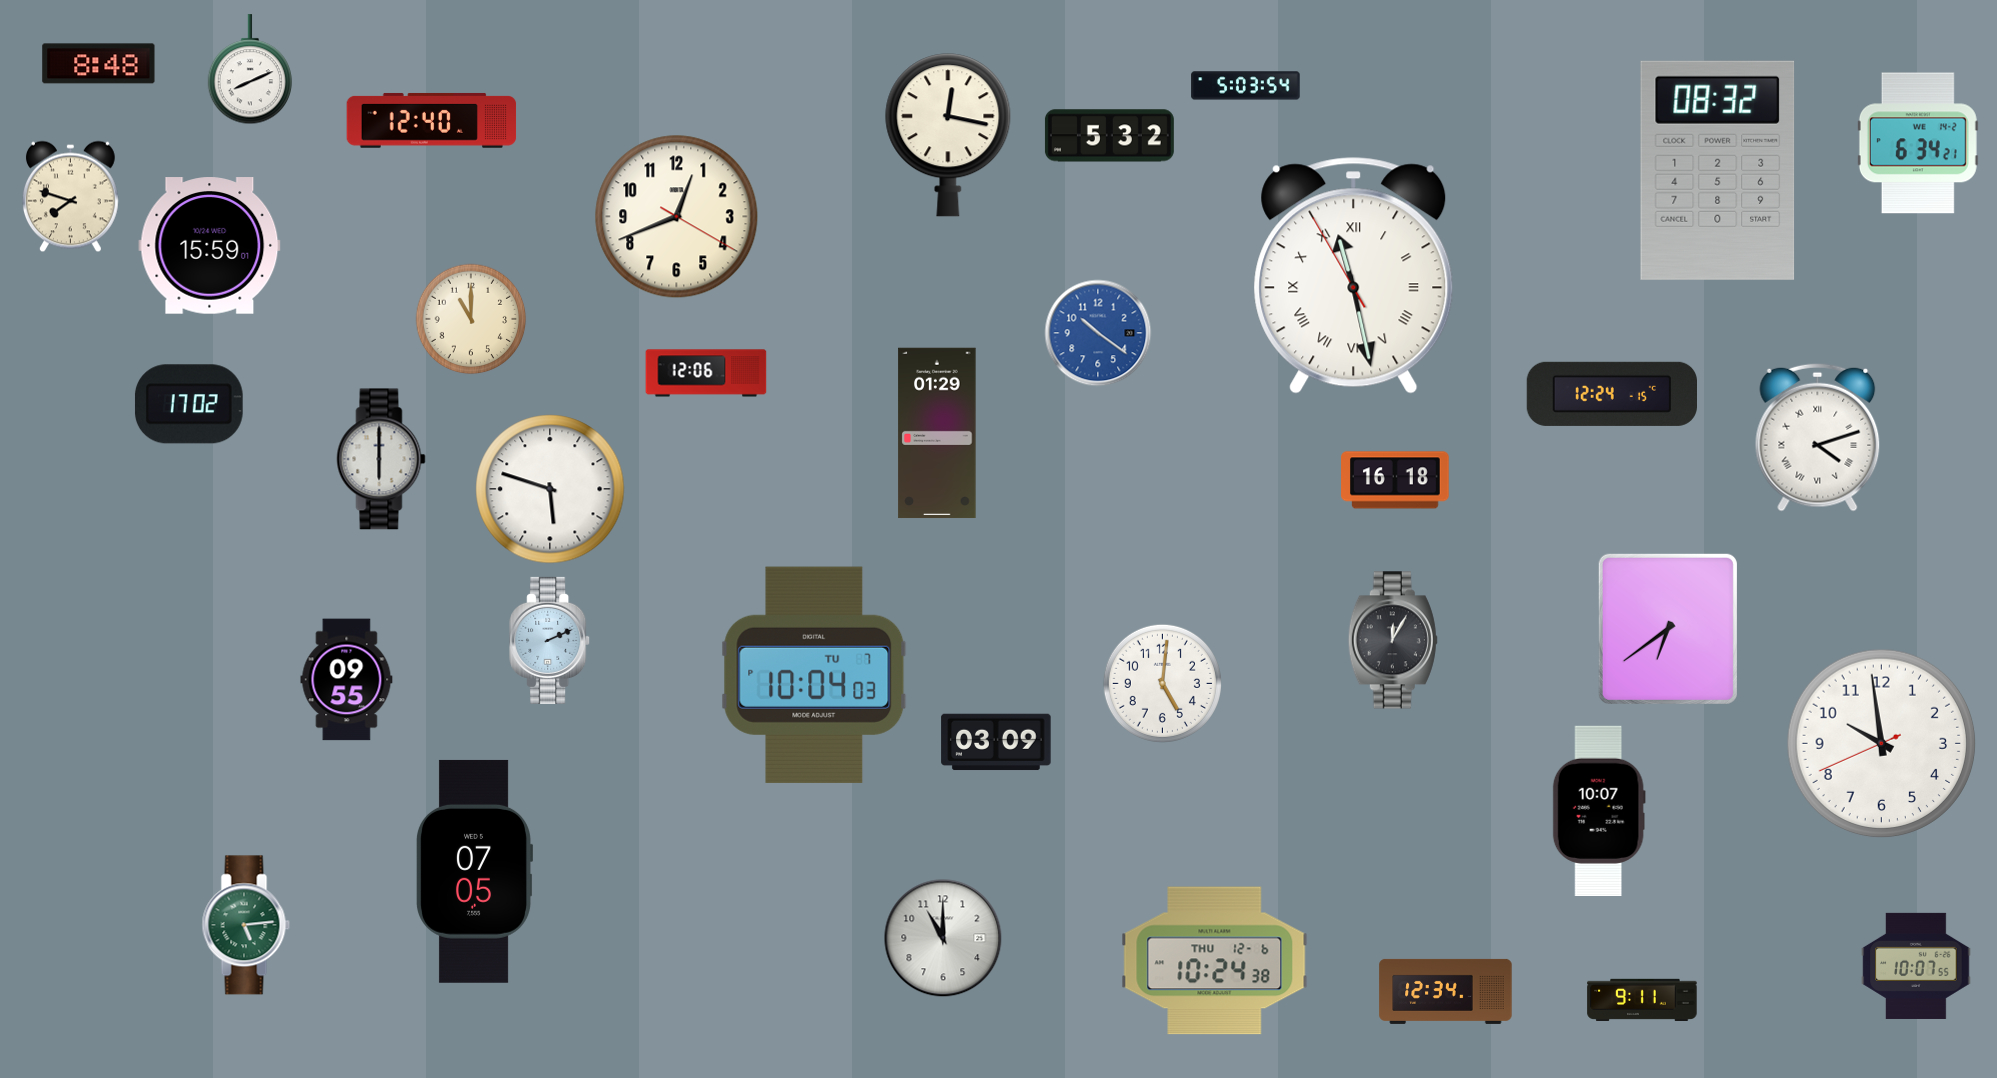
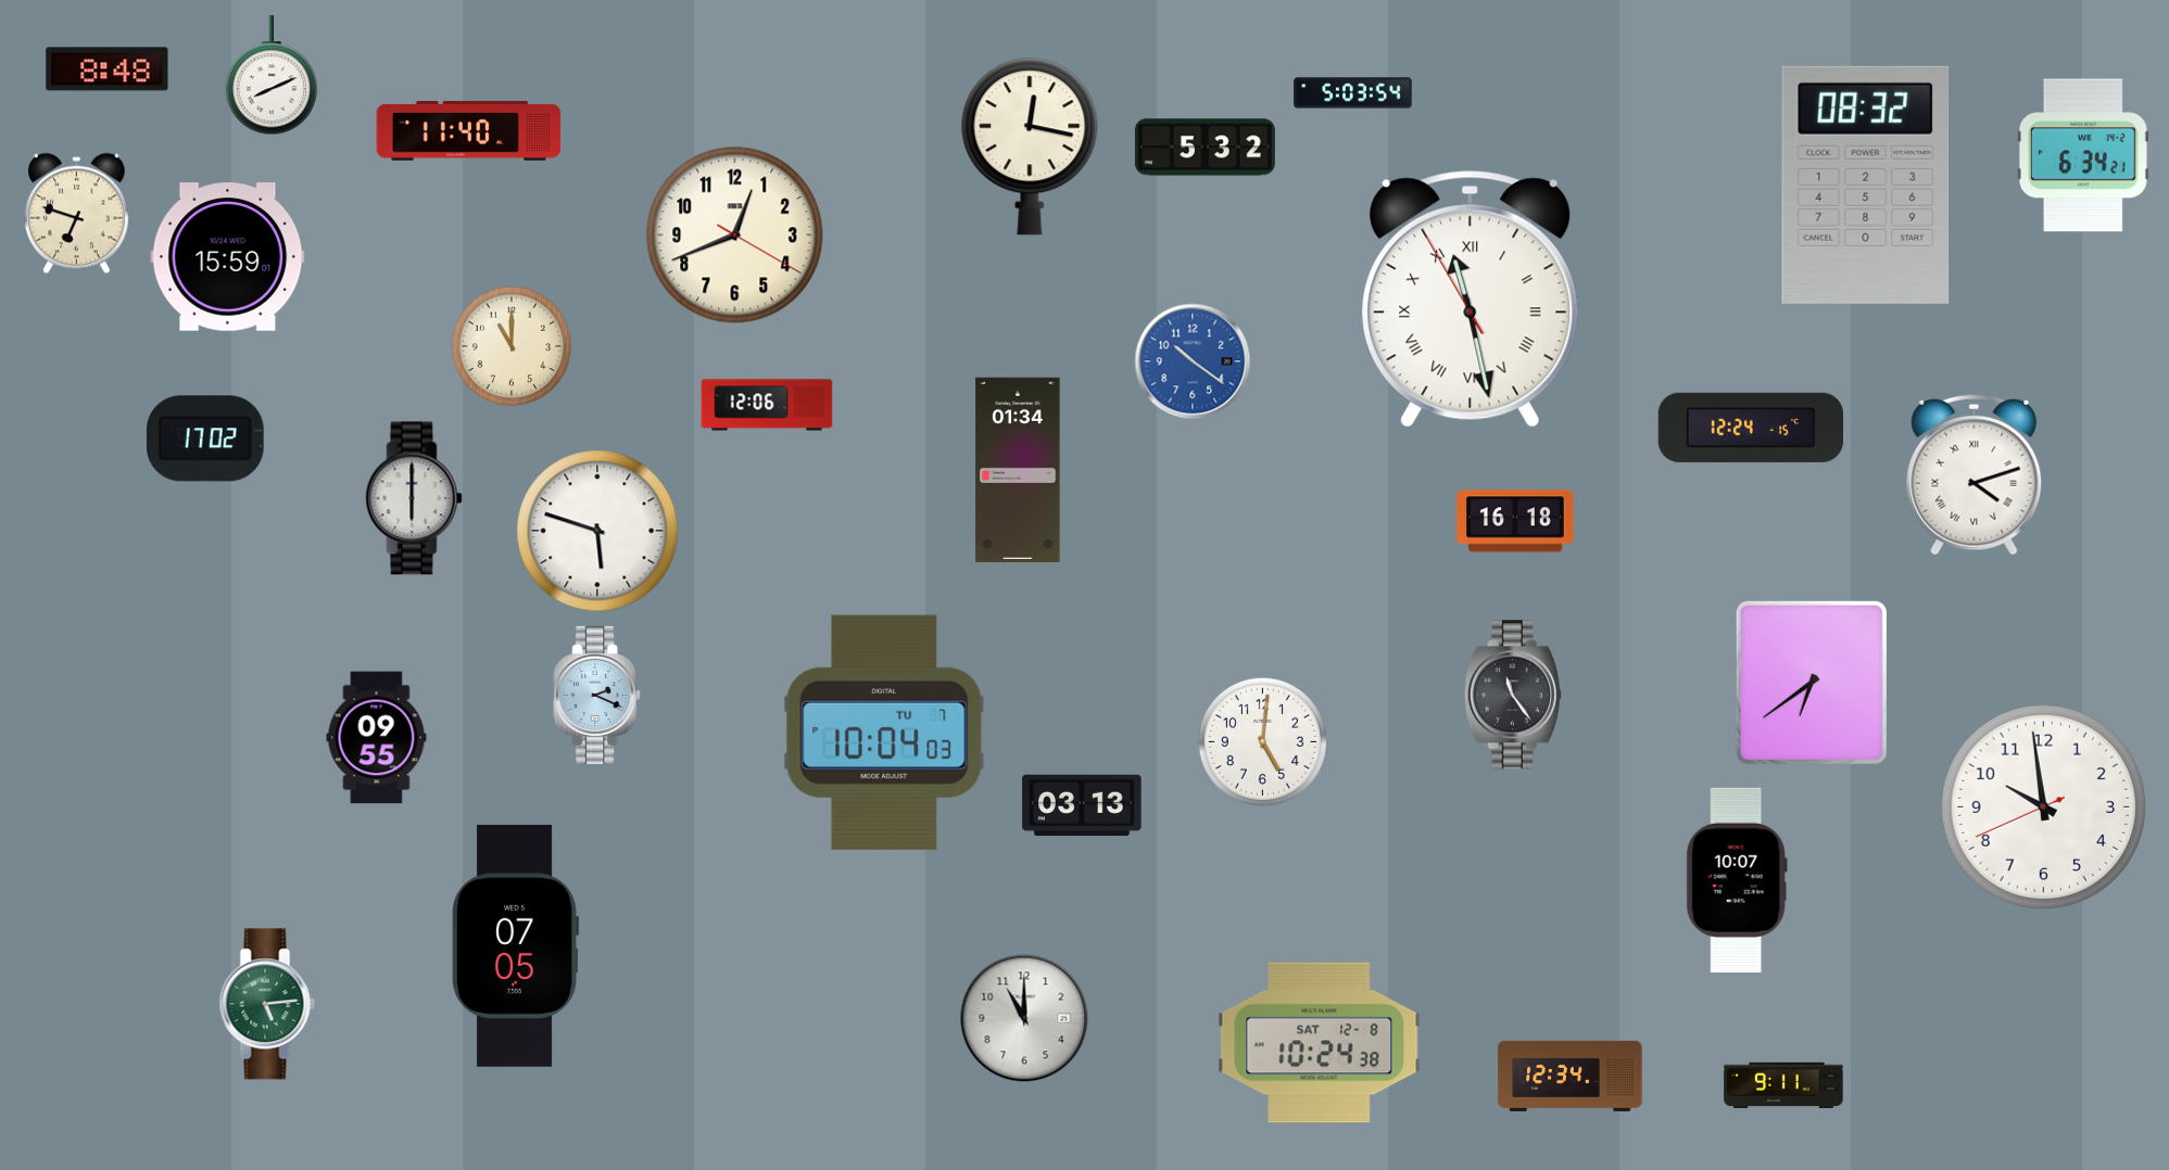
clock at (432, 120): 12:40 -> 11:40
clock at (70, 197): 7:48 -> 6:48
clock at (210, 246) position: (210, 246) -> (228, 257)
clock at (937, 433): 01:29 -> 01:34
clock at (550, 640): 2:11 -> 2:19
clock at (1393, 640): 12:05 -> 11:24
clock at (996, 742): 03:09 -> 03:13
clock at (1215, 961) date: THU 12-6 -> SAT 12-8
clock at (1916, 966): 10:07 -> none
